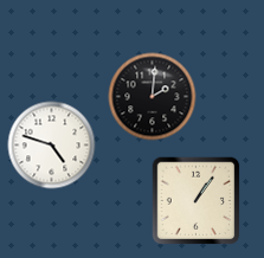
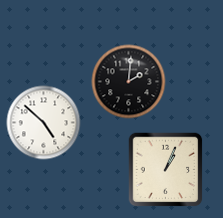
clock at (52, 146): 4:48 -> 4:52
clock at (197, 201): 1:06 -> 1:04
